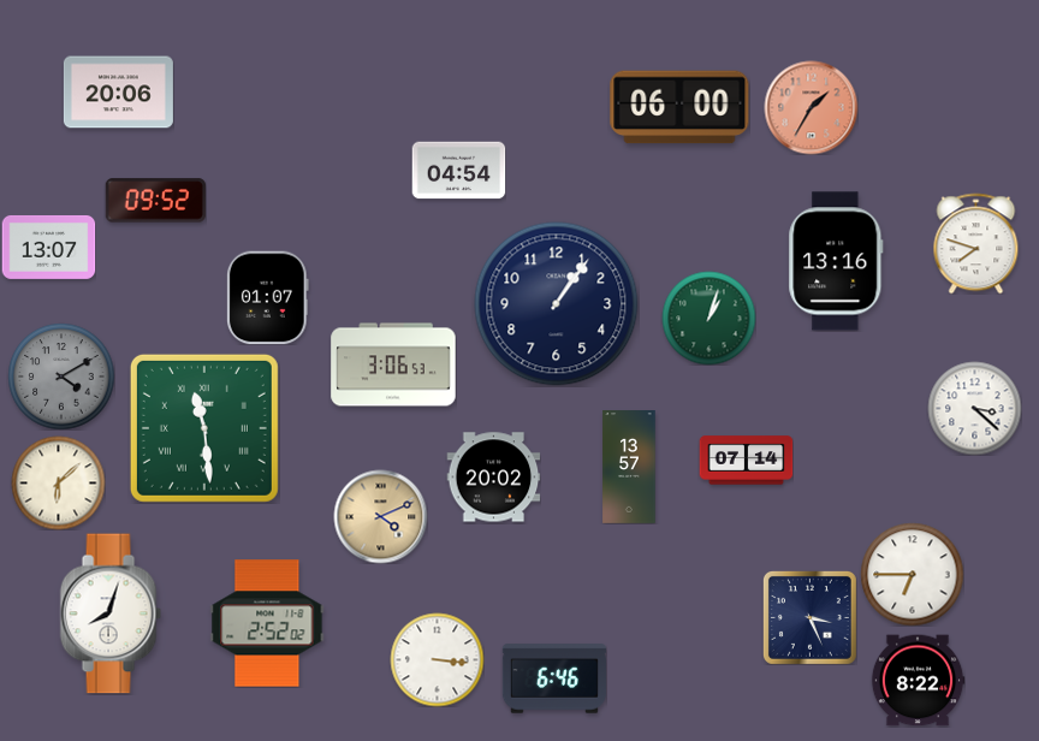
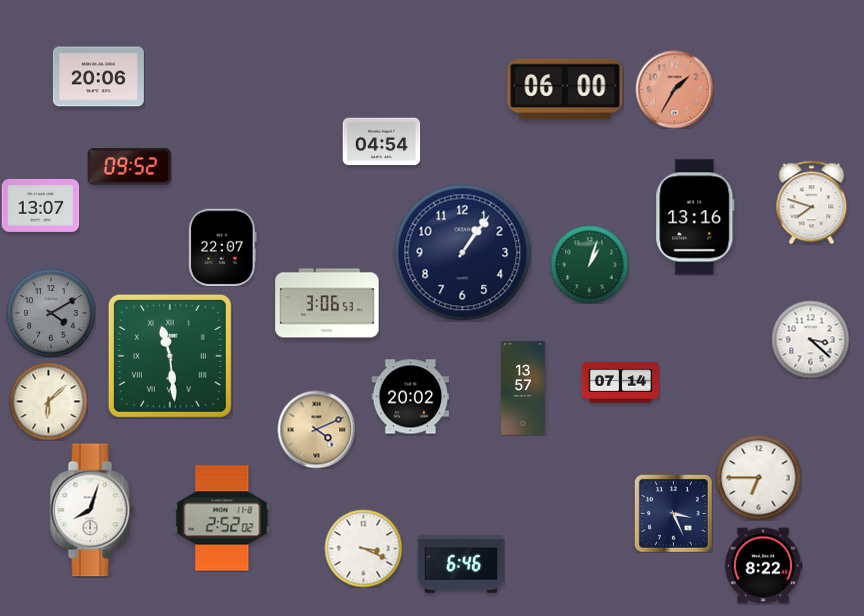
clock at (267, 297): 01:07 -> 22:07
clock at (437, 659): 3:16 -> 3:19
